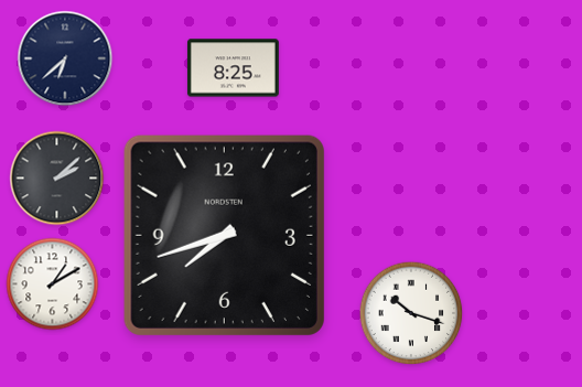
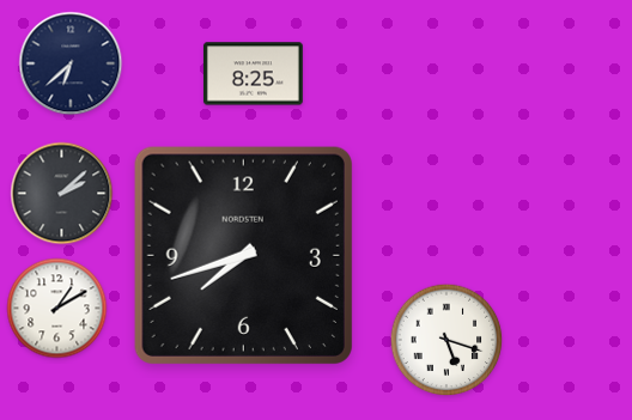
clock at (411, 313): 10:18 -> 5:18
